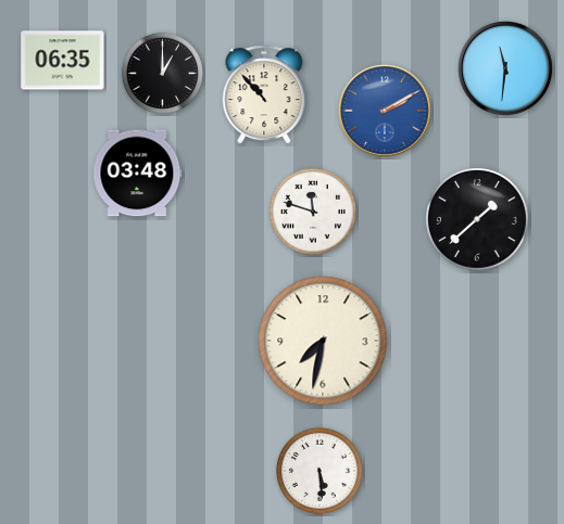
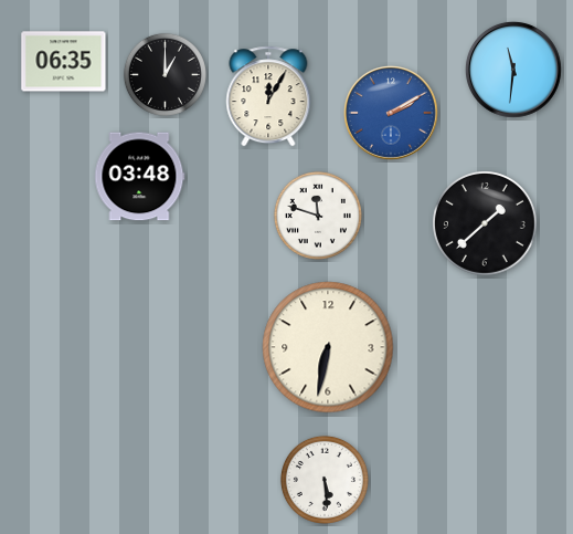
clock at (264, 94): 10:53 -> 12:05
clock at (323, 341): 7:32 -> 6:32
